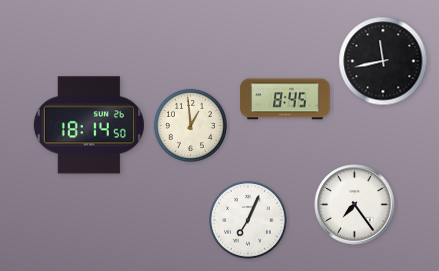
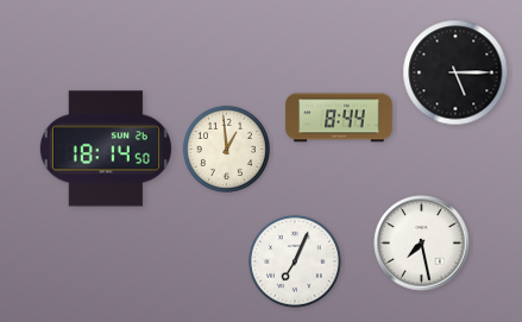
clock at (383, 61): 11:43 -> 5:15
clock at (285, 99): 8:45 -> 8:44
clock at (355, 205): 7:24 -> 7:28
